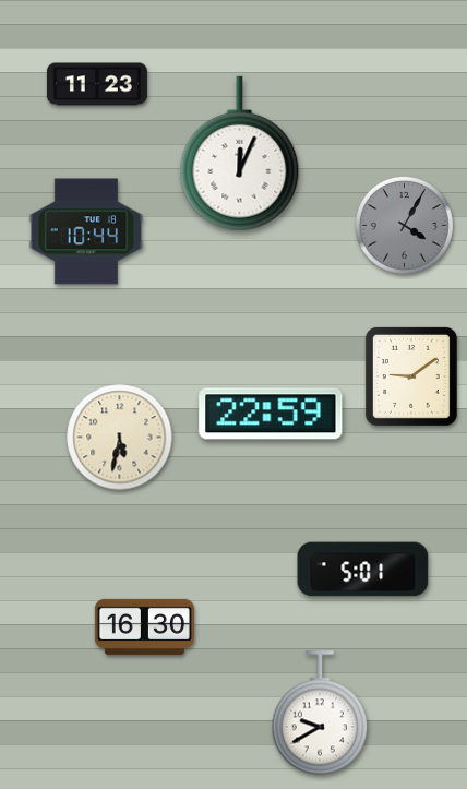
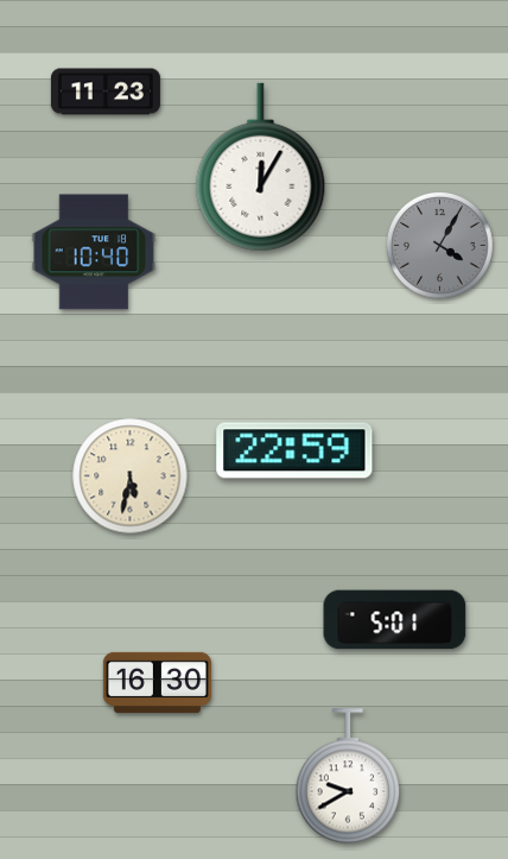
clock at (240, 154): 12:04 -> 12:05
clock at (86, 231): 10:44 -> 10:40
clock at (411, 376): 9:09 -> none
